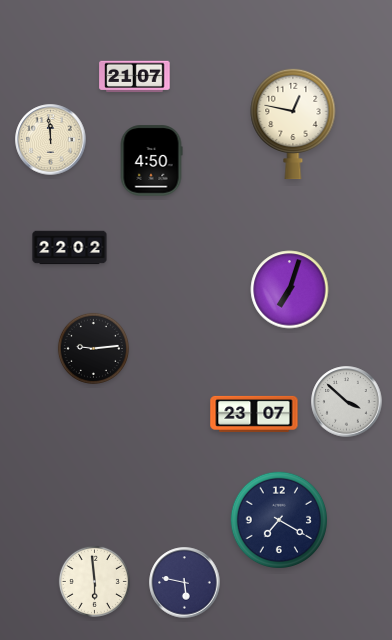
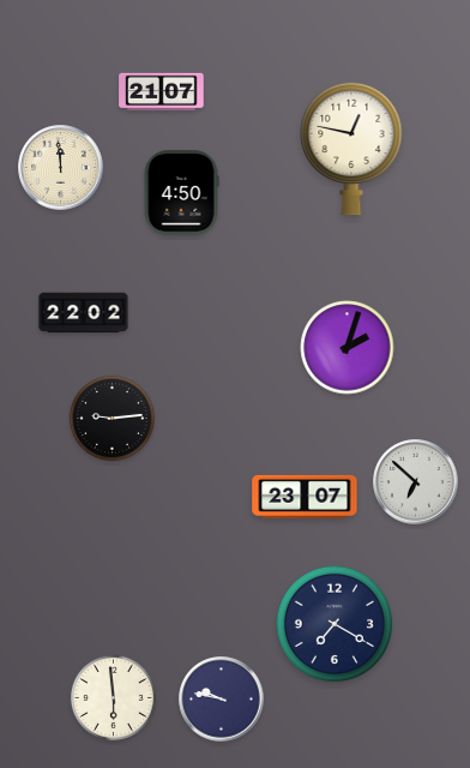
clock at (70, 248) position: (70, 248) -> (84, 313)
clock at (290, 290): 7:03 -> 2:03
clock at (347, 402): 3:52 -> 6:52
clock at (185, 583): 5:47 -> 9:47
